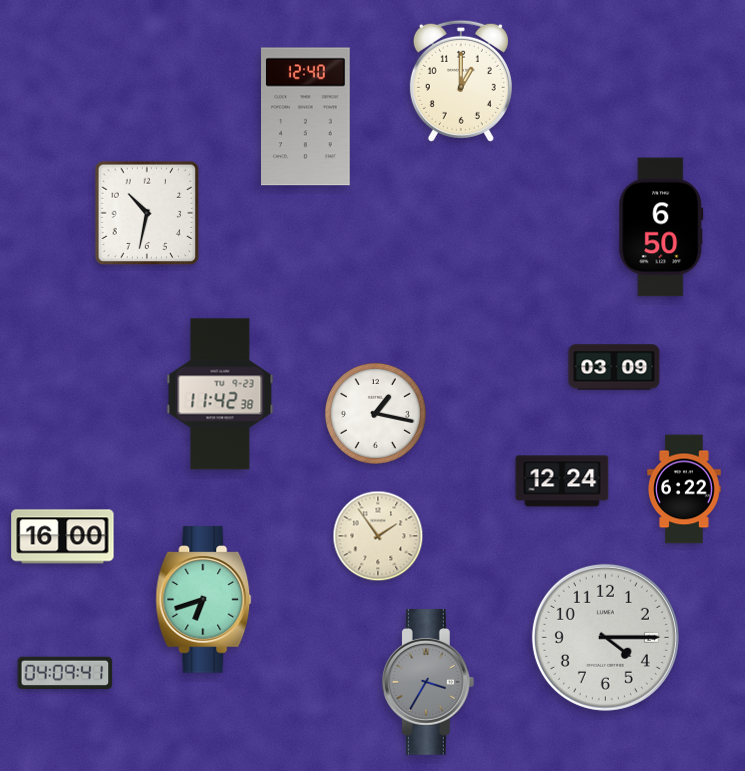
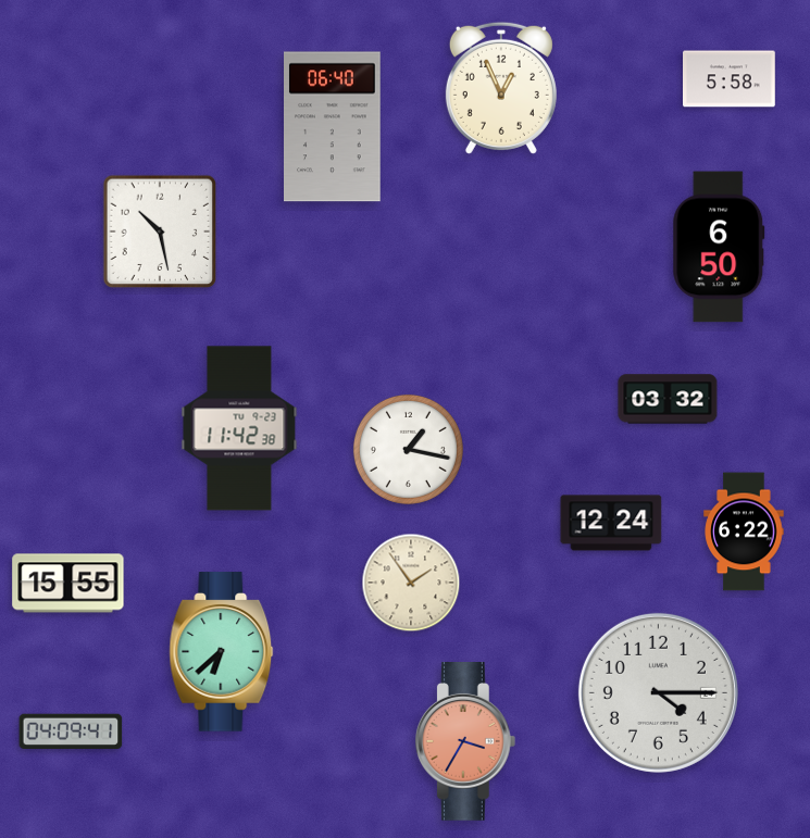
clock at (730, 79): none -> 5:58
clock at (461, 81): 1:00 -> 12:56
clock at (306, 117): 12:40 -> 06:40
clock at (147, 213): 10:32 -> 10:28
clock at (614, 367): 03:09 -> 03:32
clock at (63, 537): 16:00 -> 15:55
clock at (204, 600): 6:42 -> 6:38
clock at (428, 683) dial: grey -> salmon
